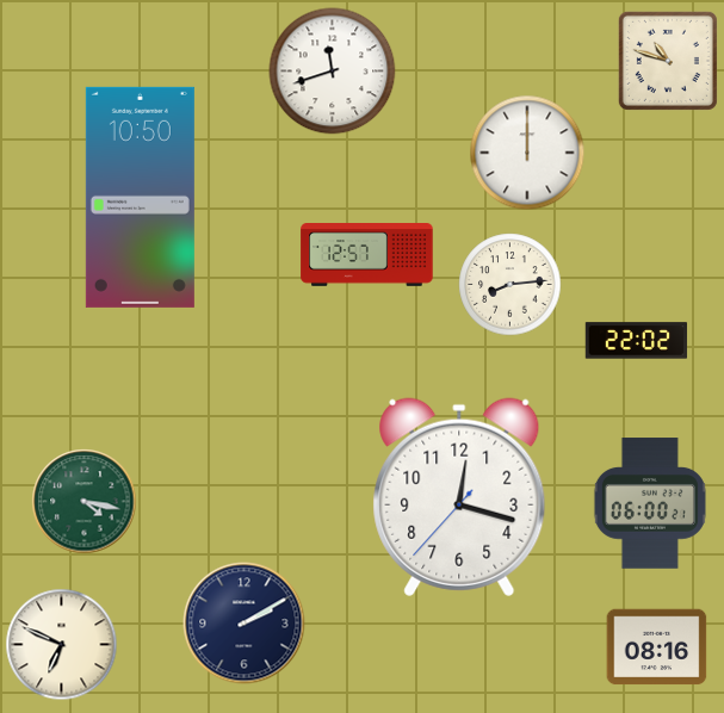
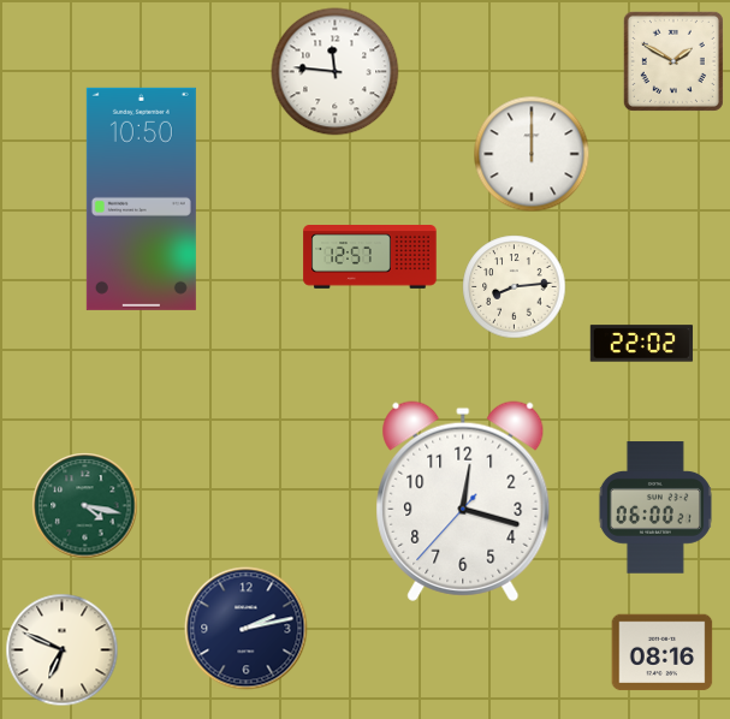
clock at (668, 61): 10:48 -> 1:50
clock at (333, 72): 11:42 -> 11:46
clock at (245, 624): 2:10 -> 2:13
